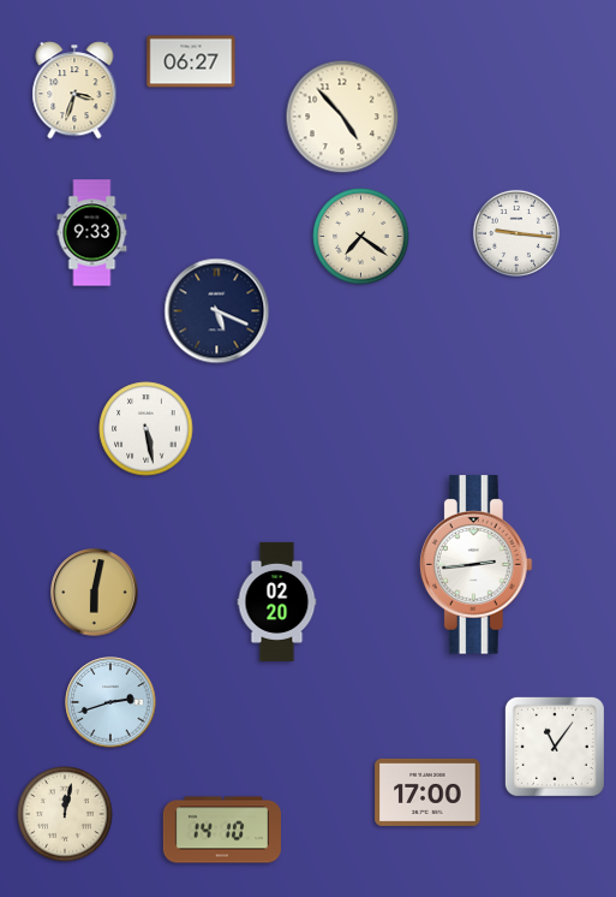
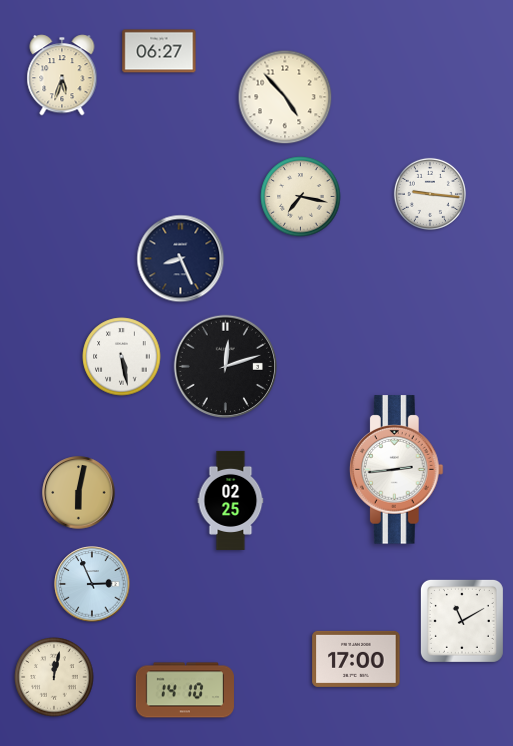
clock at (74, 90): 3:33 -> 5:33
clock at (92, 233): 9:33 -> none
clock at (361, 237): 7:21 -> 7:17
clock at (217, 311): 5:19 -> 8:26
clock at (225, 366): none -> 12:12
clock at (277, 601): 02:20 -> 02:25
clock at (110, 702): 2:42 -> 2:56
clock at (555, 747): 11:06 -> 11:10
